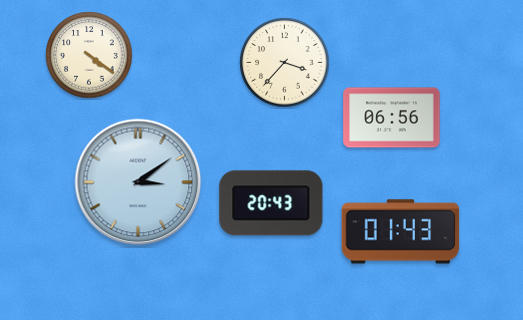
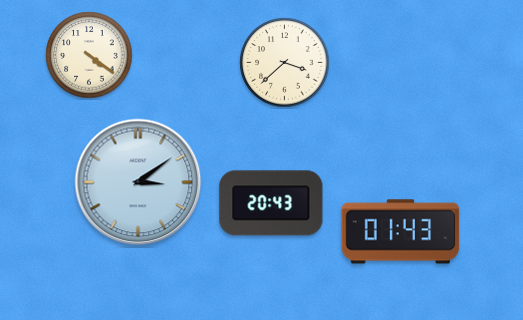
clock at (285, 63): 3:37 -> 3:38
clock at (392, 118): 06:56 -> none
